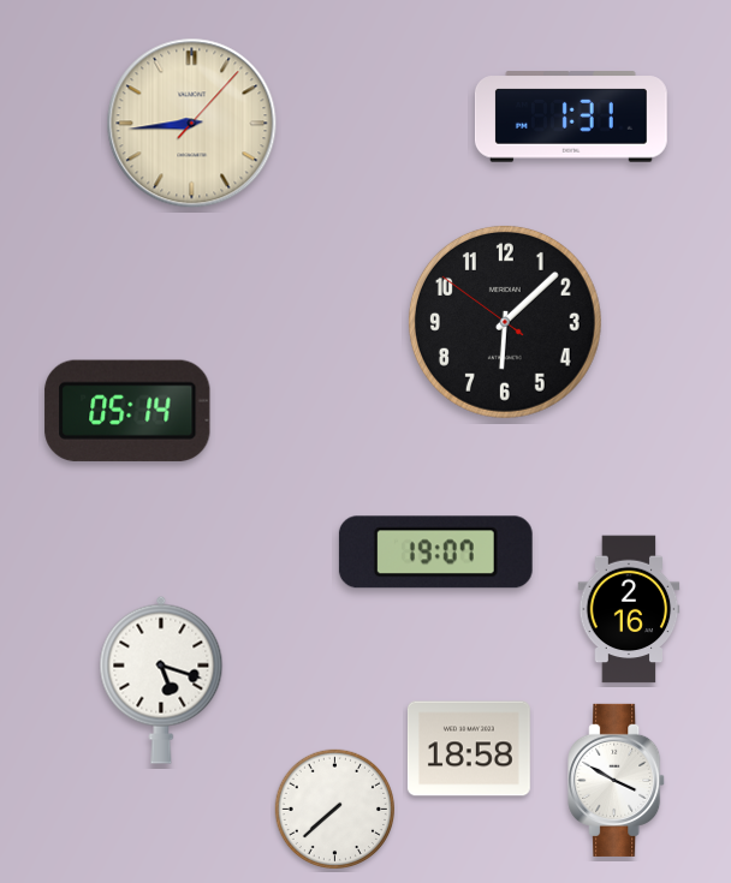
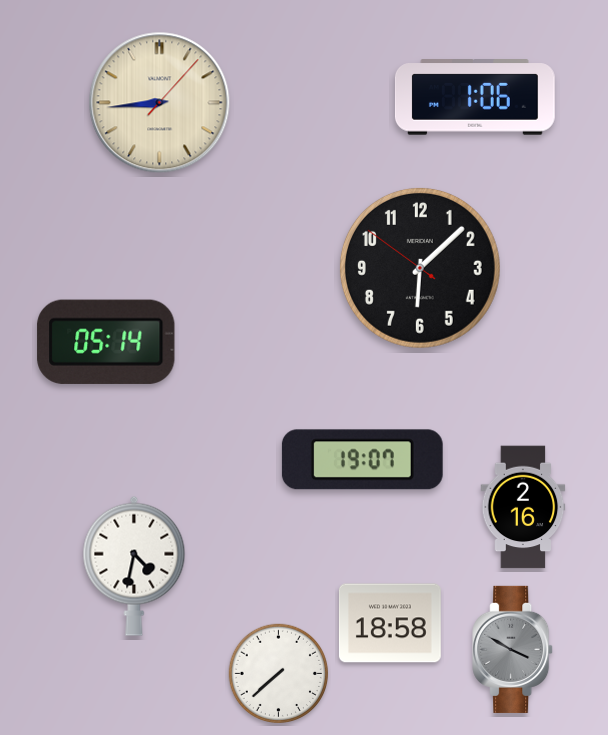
clock at (571, 117): 1:31 -> 1:06
clock at (161, 680): 5:18 -> 4:32
clock at (617, 780) dial: white -> grey
